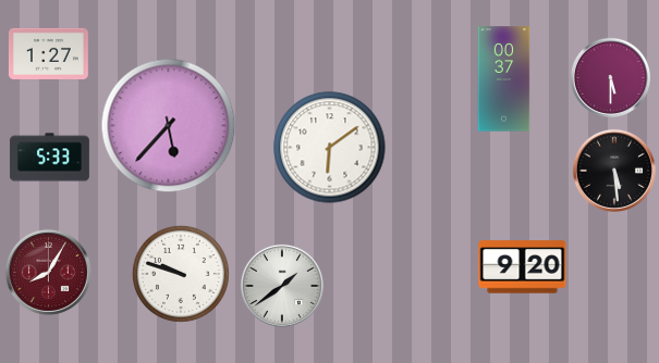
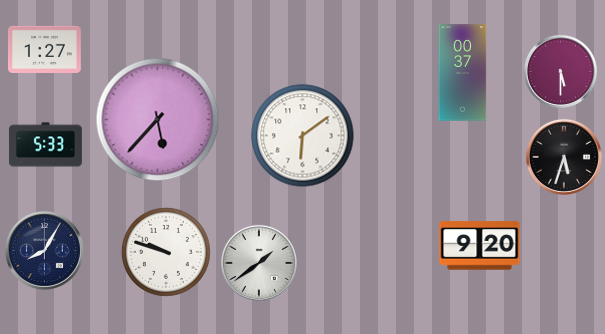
clock at (169, 126) position: (169, 126) -> (158, 120)
clock at (614, 171): 5:29 -> 5:33
clock at (48, 272) dial: burgundy -> navy
